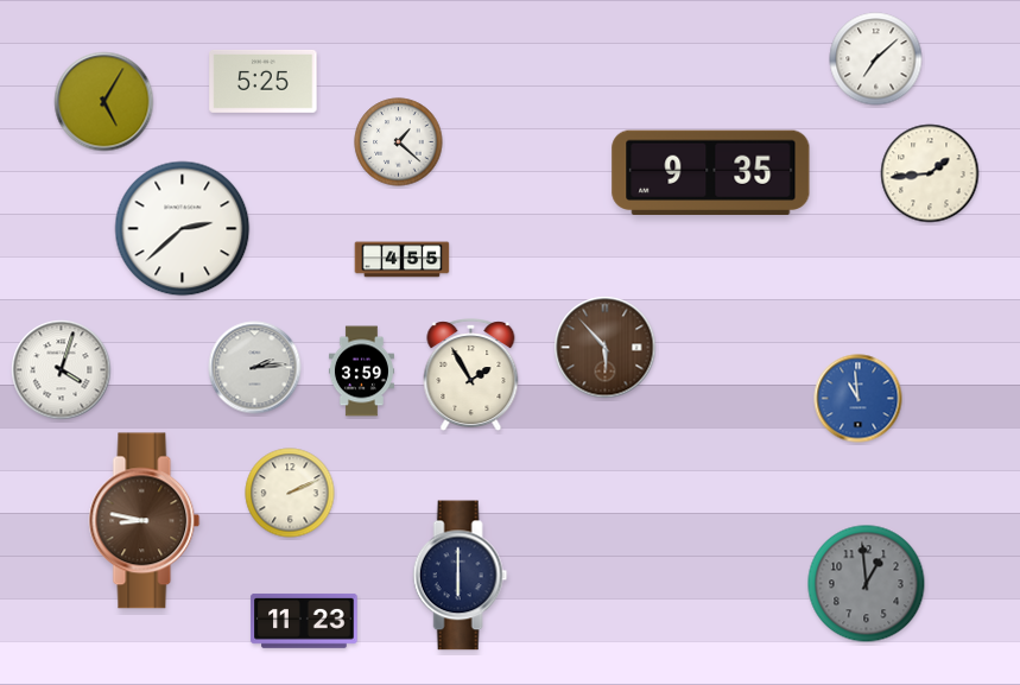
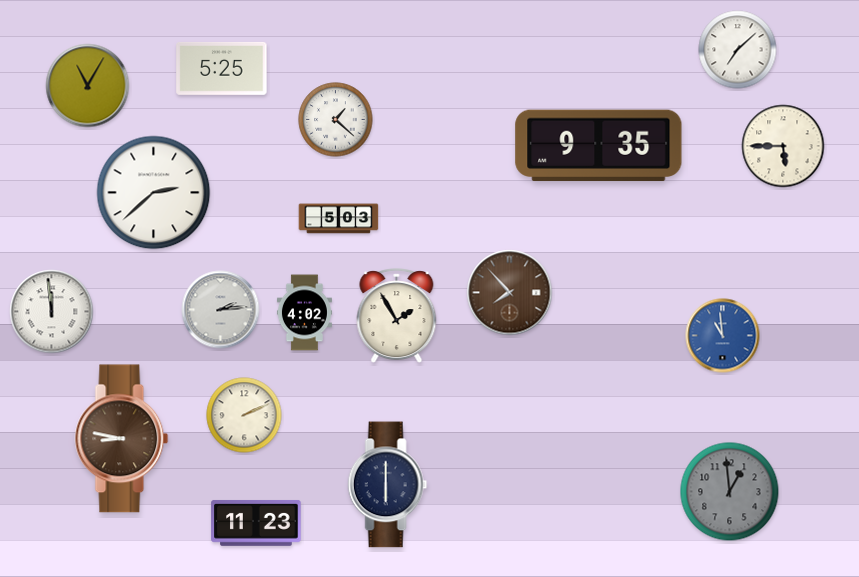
clock at (104, 102): 5:05 -> 11:05
clock at (930, 173): 1:44 -> 5:45
clock at (403, 260): 4:55 -> 5:03
clock at (606, 348): 5:53 -> 7:53
clock at (255, 368) position: (255, 368) -> (221, 310)
clock at (62, 370): 4:03 -> 11:59
clock at (361, 372): 3:59 -> 4:02
